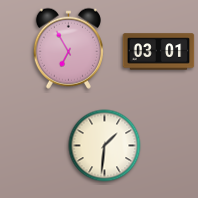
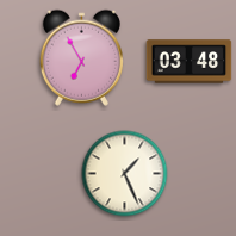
clock at (159, 52): 03:01 -> 03:48
clock at (105, 146): 1:31 -> 1:26
